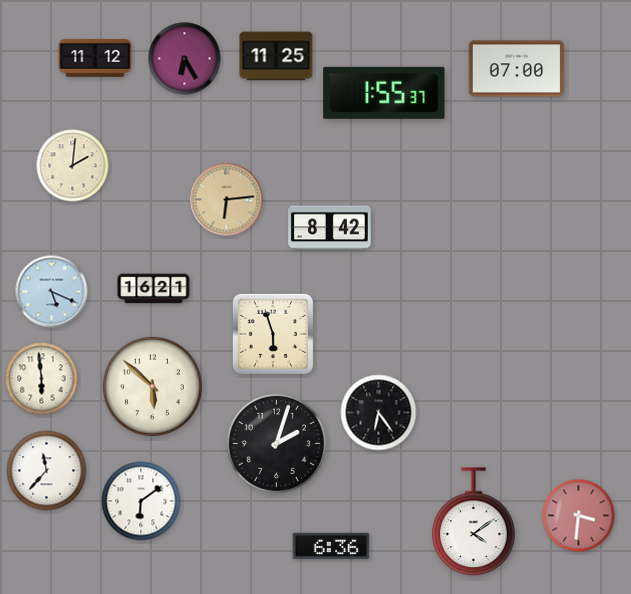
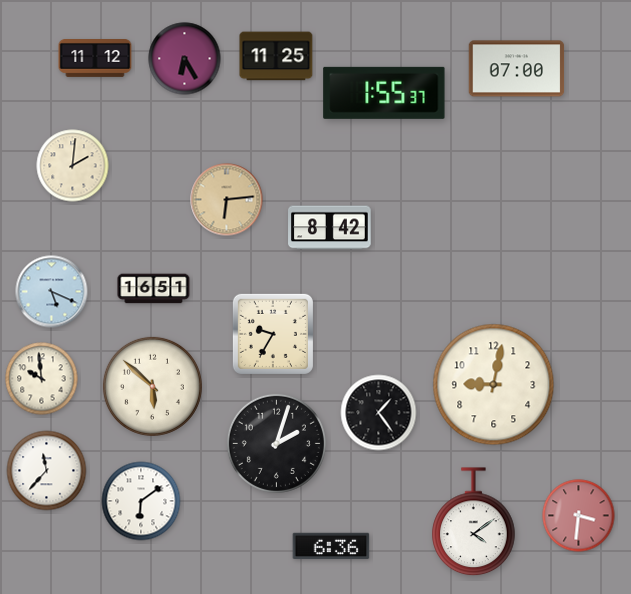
clock at (154, 289): 16:21 -> 16:51
clock at (273, 334): 5:57 -> 9:35
clock at (42, 379): 5:59 -> 9:59
clock at (494, 385): none -> 9:02
clock at (379, 413): 6:24 -> 1:24
